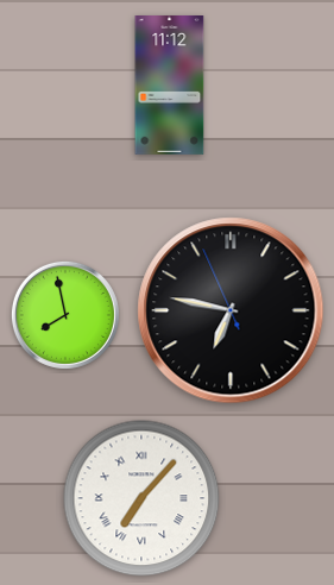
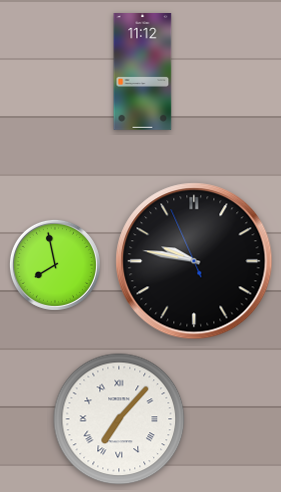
clock at (231, 310): 6:46 -> 9:46
